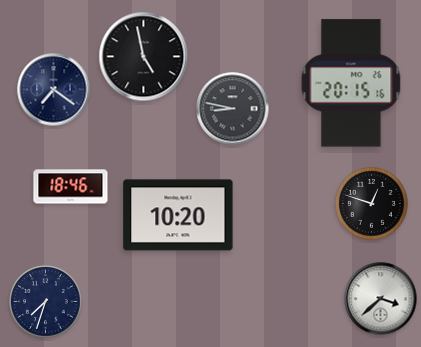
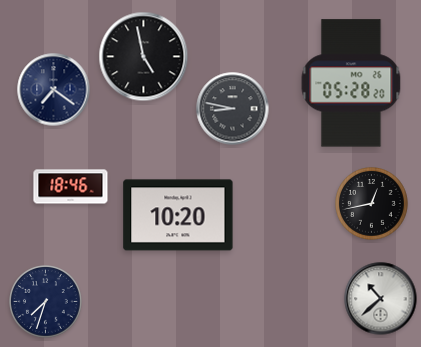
clock at (351, 83): 20:15 -> 05:28
clock at (372, 204): 12:48 -> 12:43
clock at (381, 299): 3:38 -> 10:38
